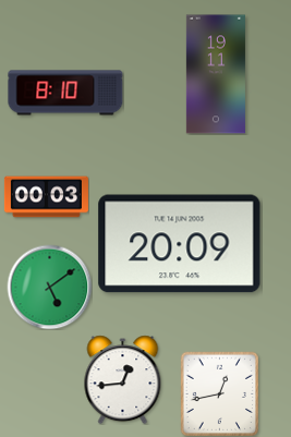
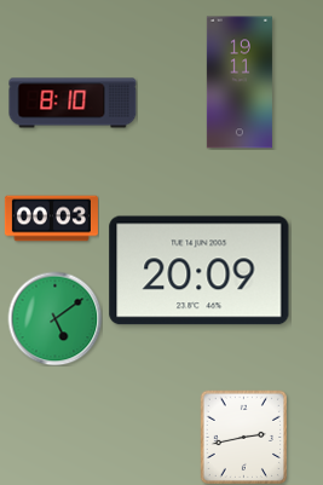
clock at (123, 379): 12:44 -> none
clock at (219, 393): 12:43 -> 2:43
